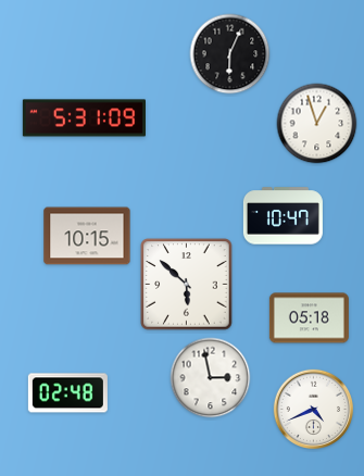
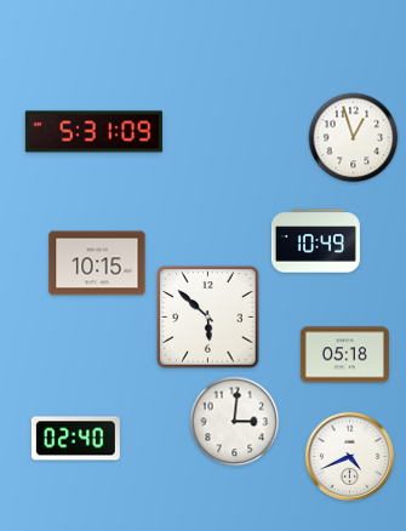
clock at (230, 54): 6:04 -> none
clock at (283, 216): 10:47 -> 10:49
clock at (211, 378): 2:58 -> 3:01
clock at (67, 393): 02:48 -> 02:40
